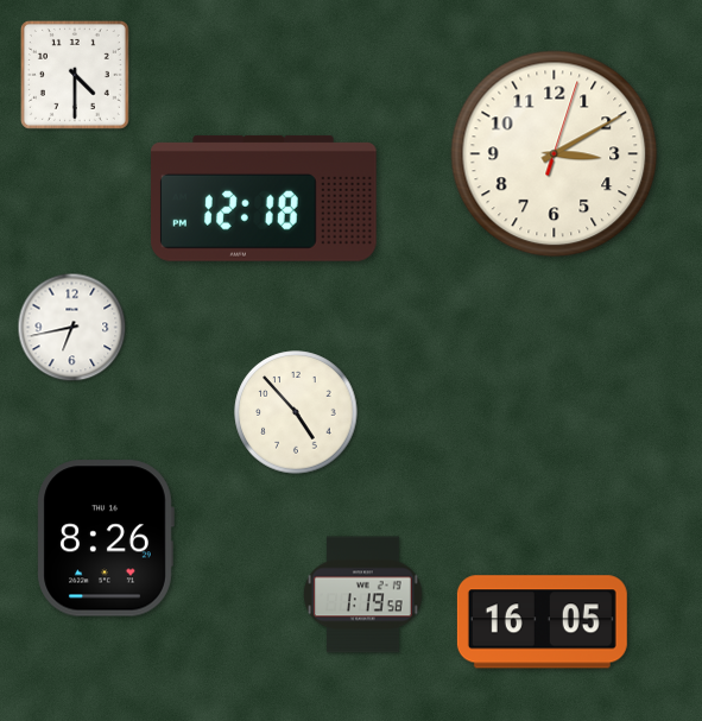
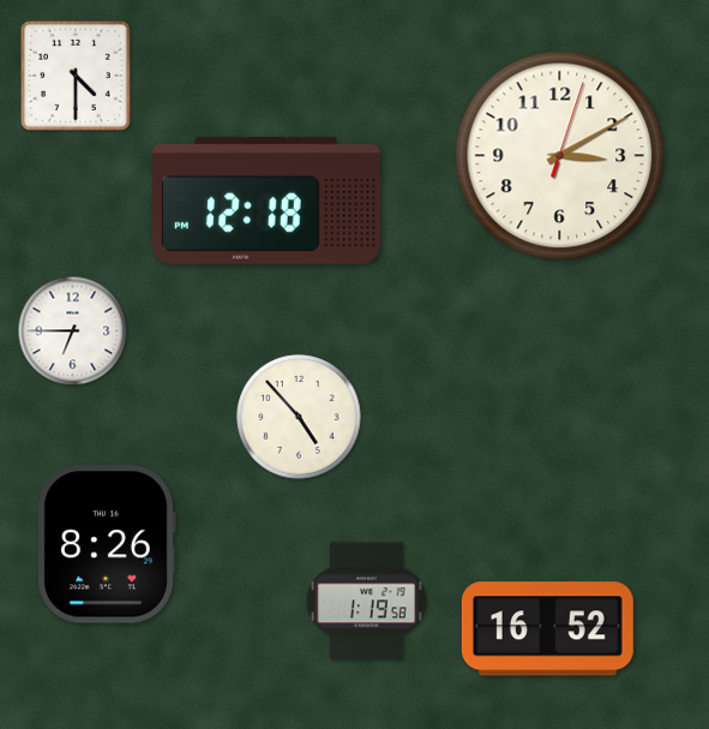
clock at (72, 328): 6:43 -> 6:45
clock at (542, 622): 16:05 -> 16:52
